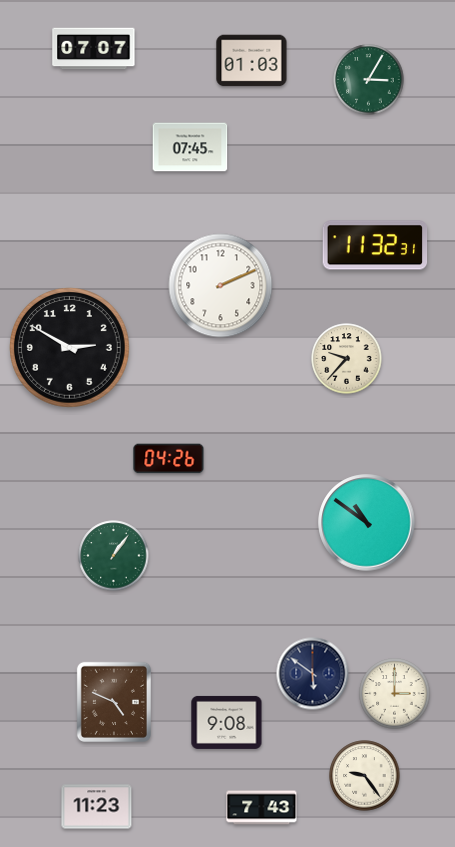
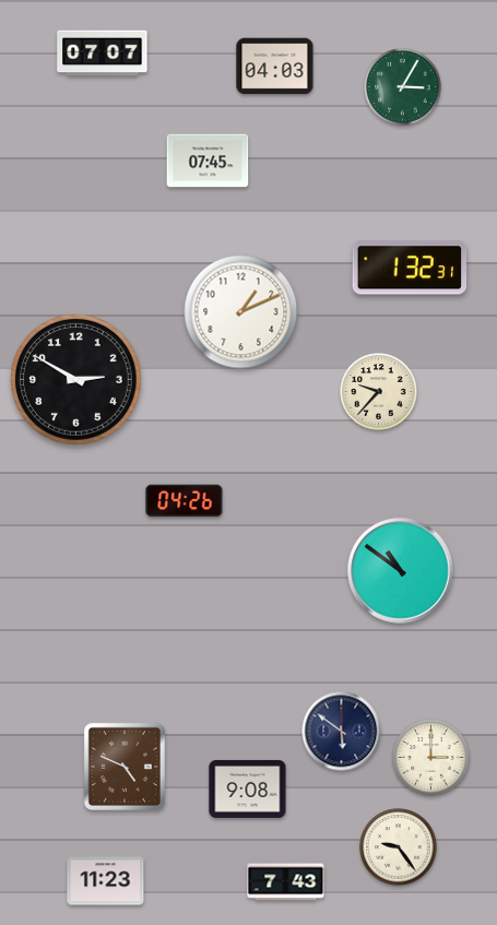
clock at (252, 61): 01:03 -> 04:03
clock at (375, 245): 11:32 -> 1:32
clock at (221, 286): 2:11 -> 1:11
clock at (114, 556): 1:06 -> none
clock at (313, 674) position: (313, 674) -> (342, 732)
